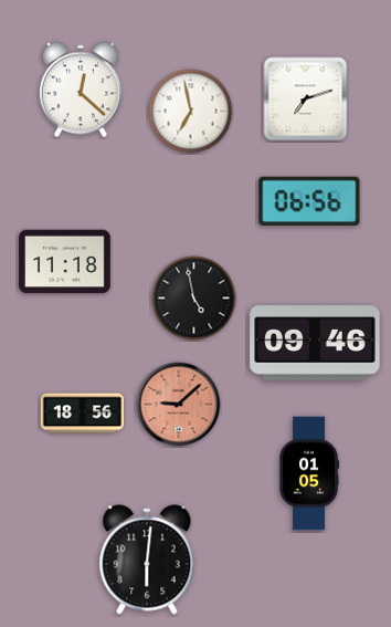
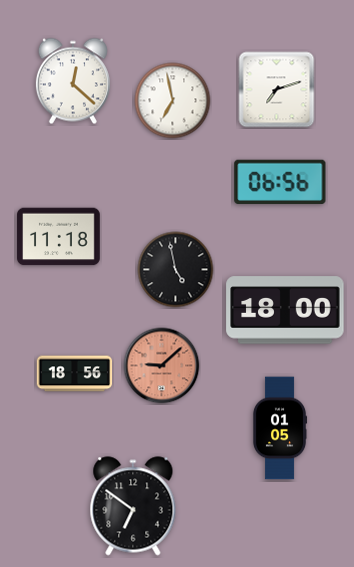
clock at (315, 343): 09:46 -> 18:00
clock at (147, 560): 6:01 -> 6:51
